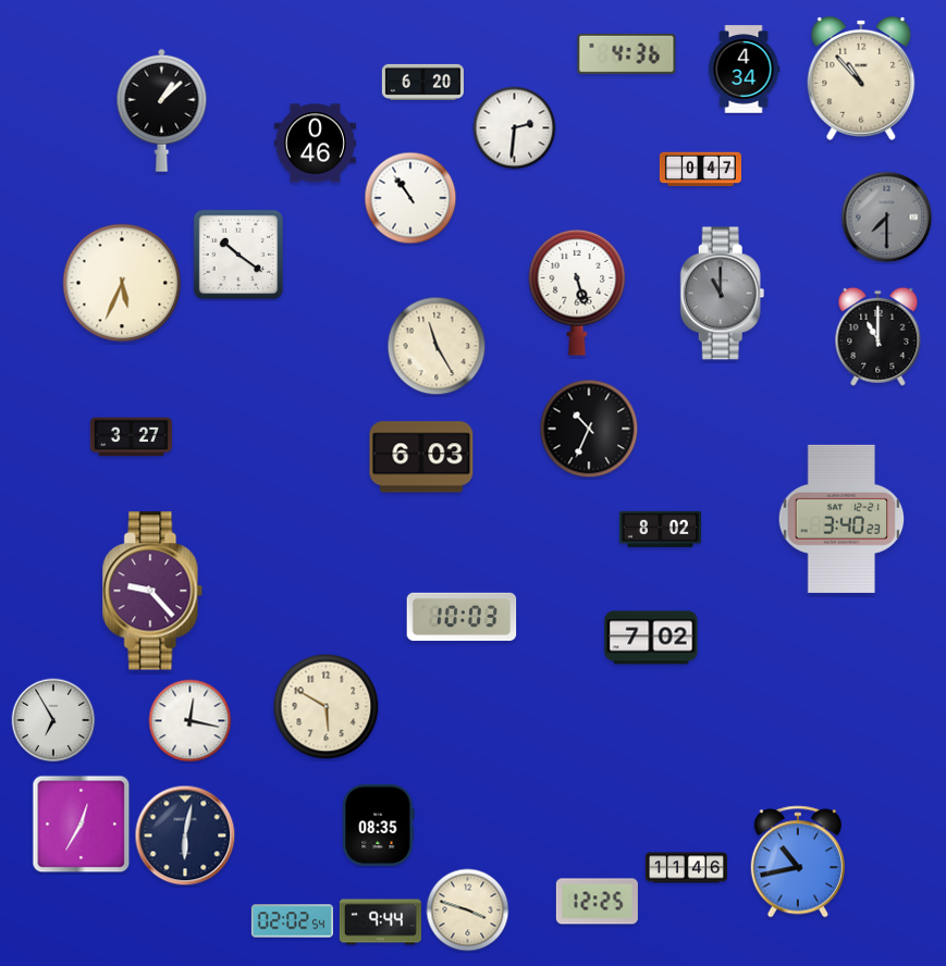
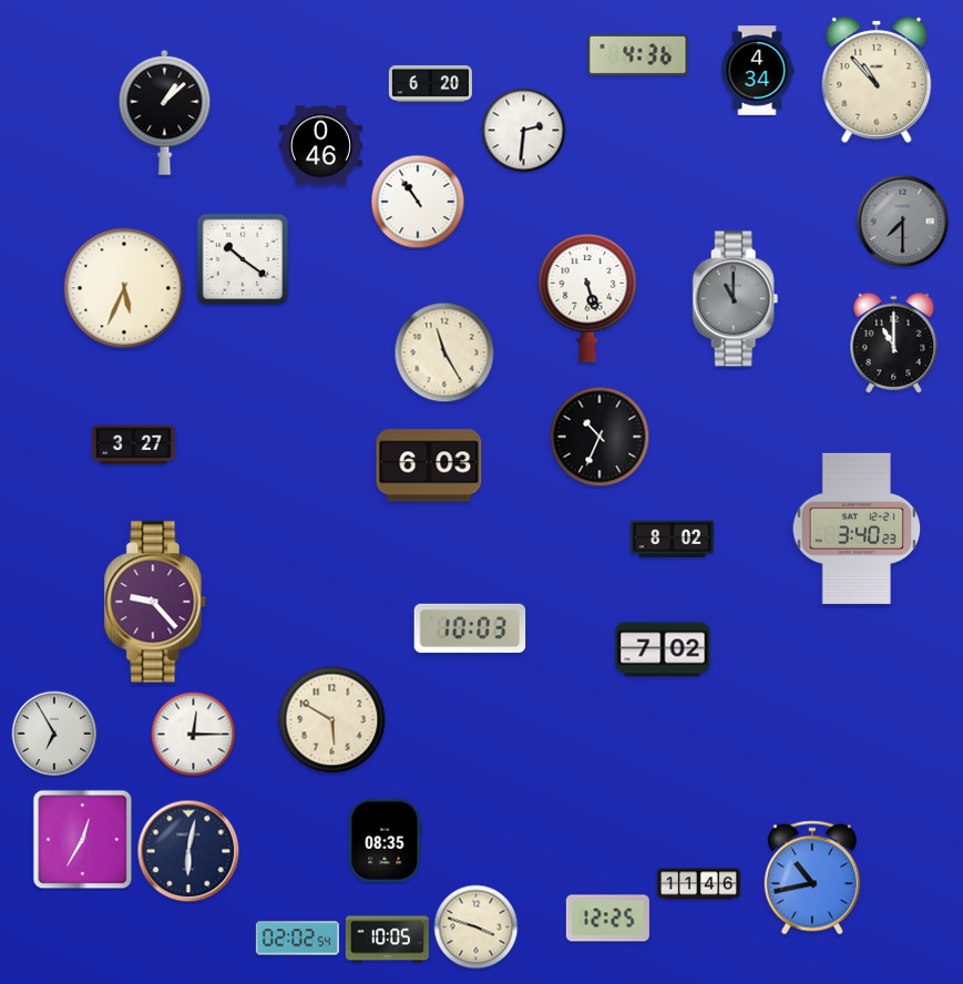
clock at (700, 170): 0:47 -> none
clock at (191, 721): 12:17 -> 12:15
clock at (380, 922): 9:44 -> 10:05
